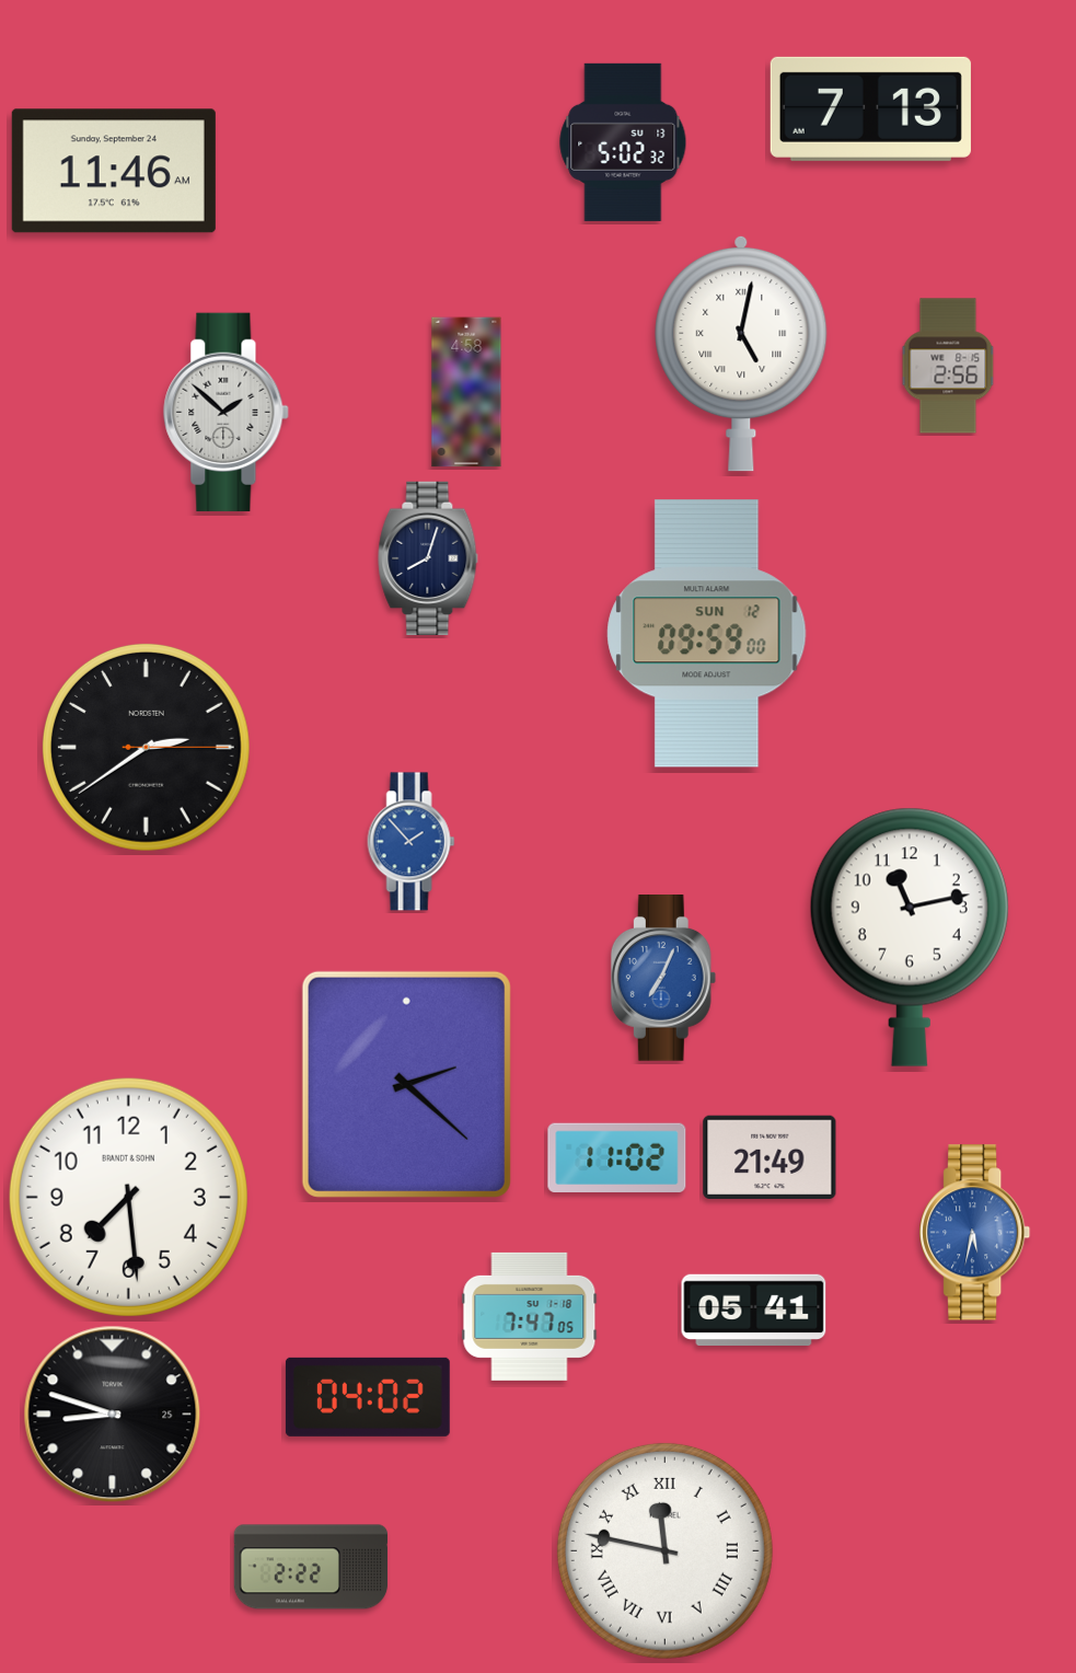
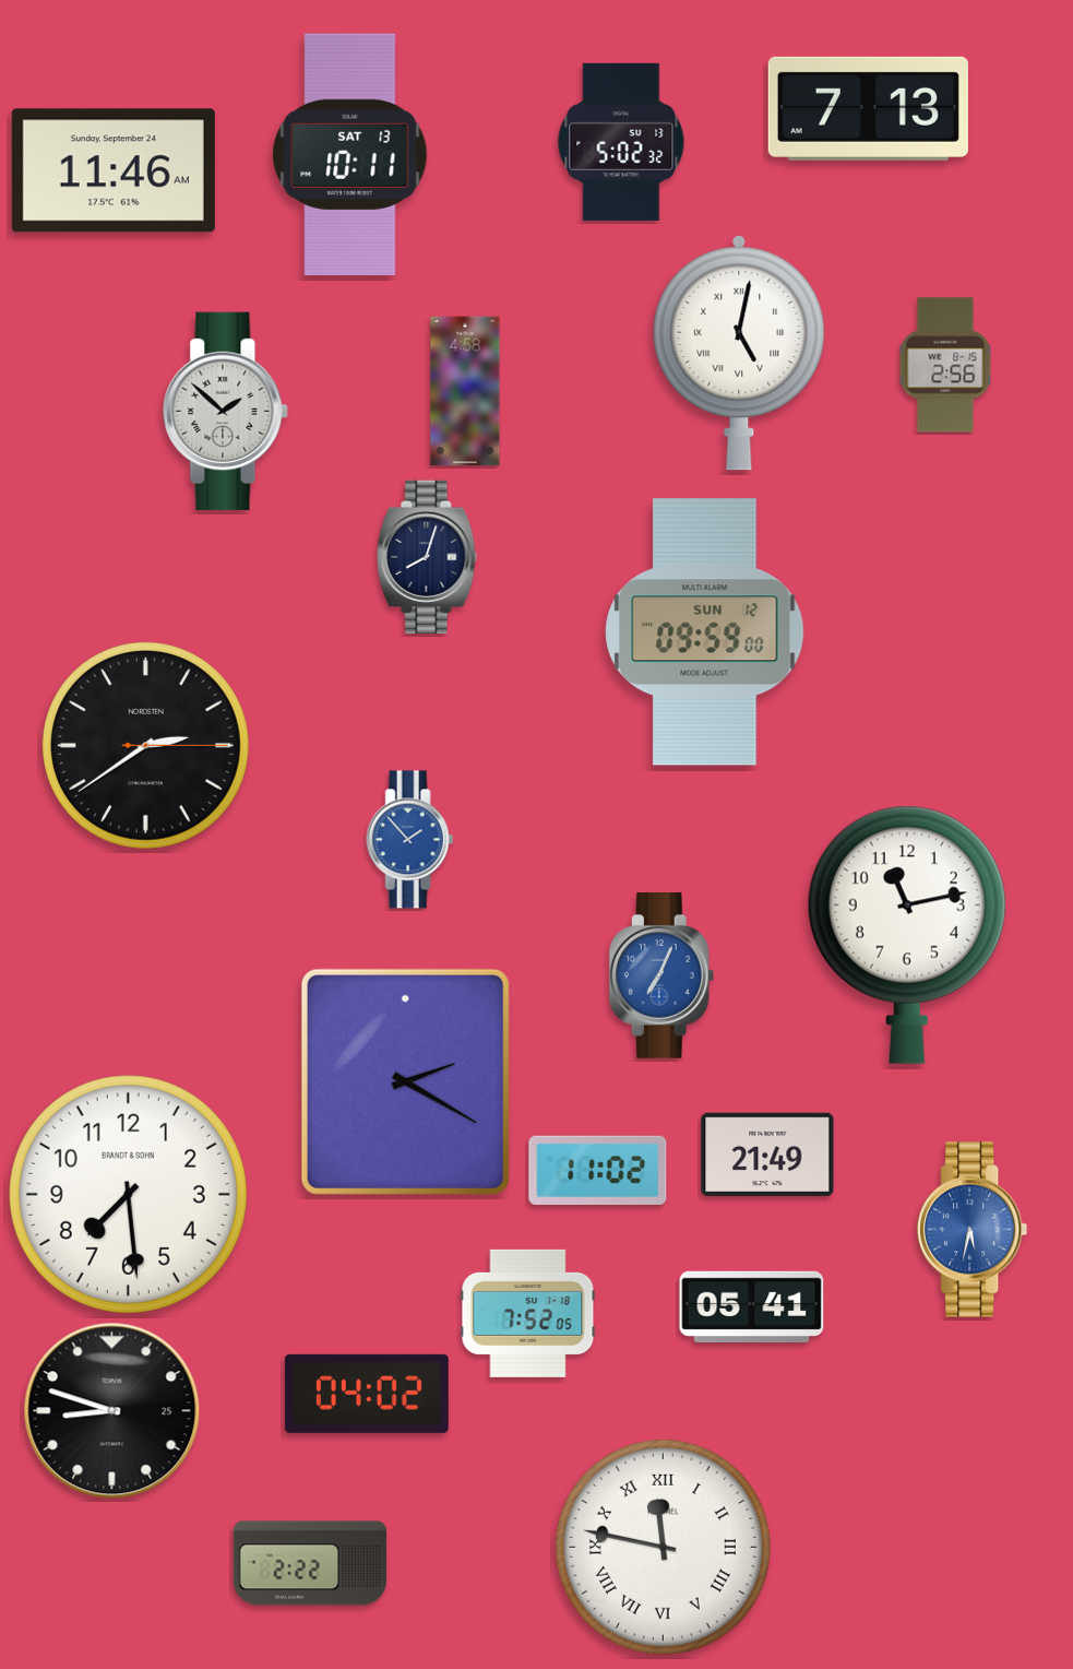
clock at (350, 155): none -> 10:11
clock at (406, 1084): 2:22 -> 2:20
clock at (617, 1157) position: (617, 1157) -> (598, 1170)
clock at (530, 1316): 7:47 -> 7:52
